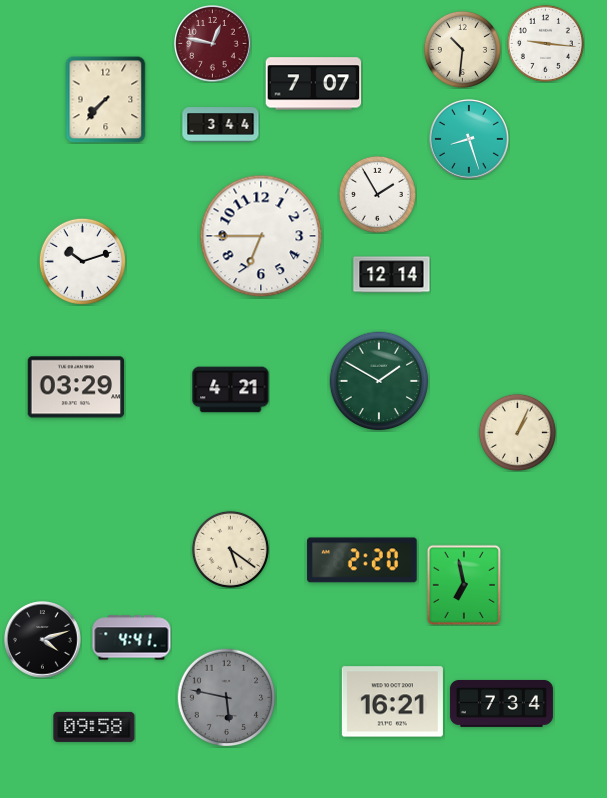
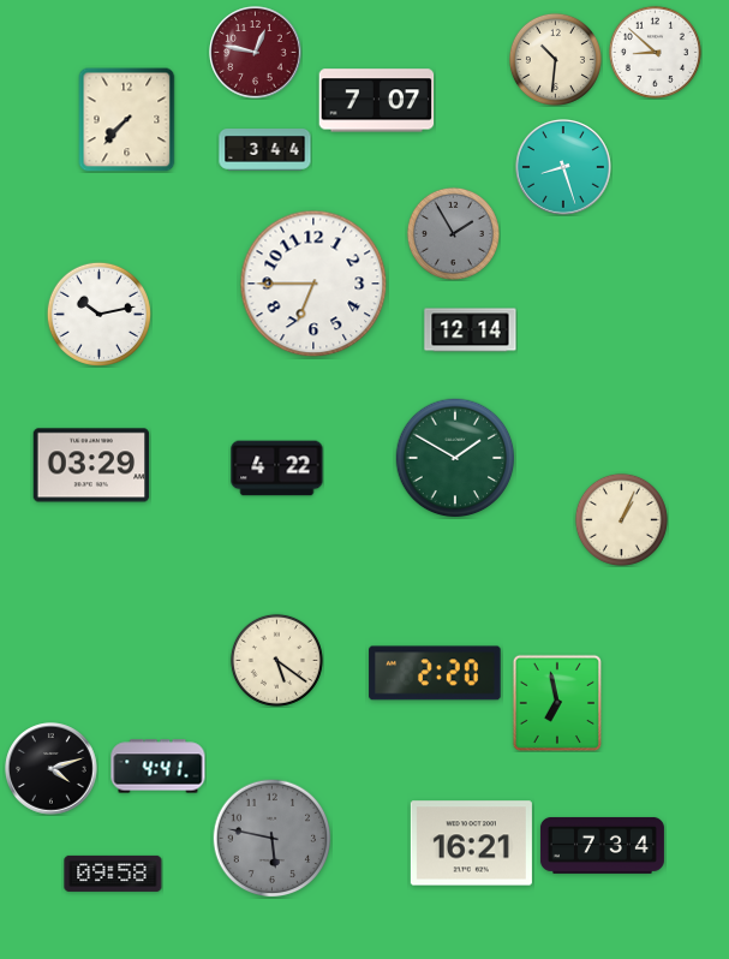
clock at (545, 43): 9:16 -> 8:52
clock at (377, 194) dial: white -> grey
clock at (82, 261): 10:12 -> 10:13
clock at (231, 390): 4:21 -> 4:22
